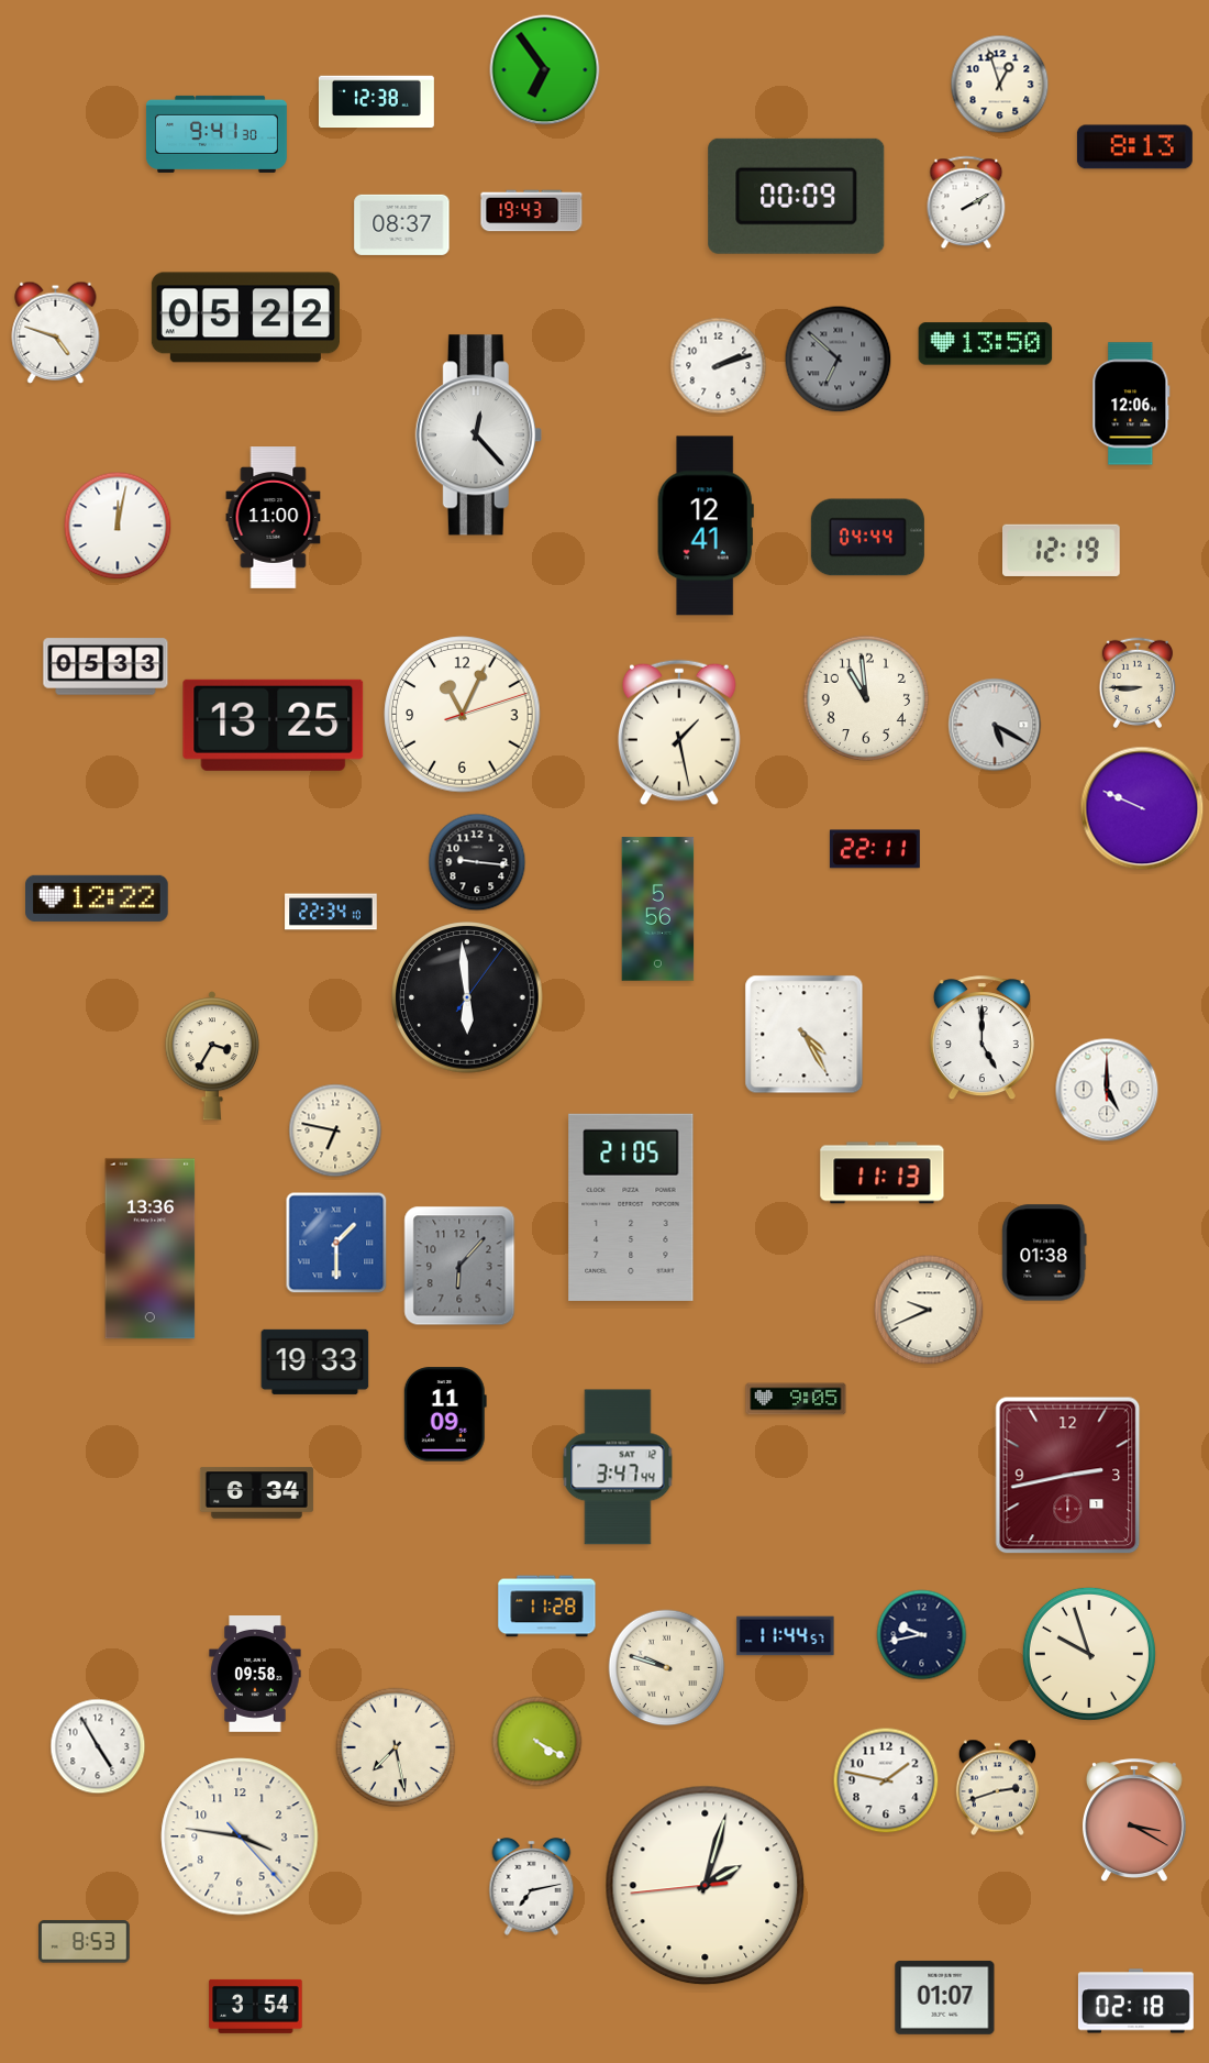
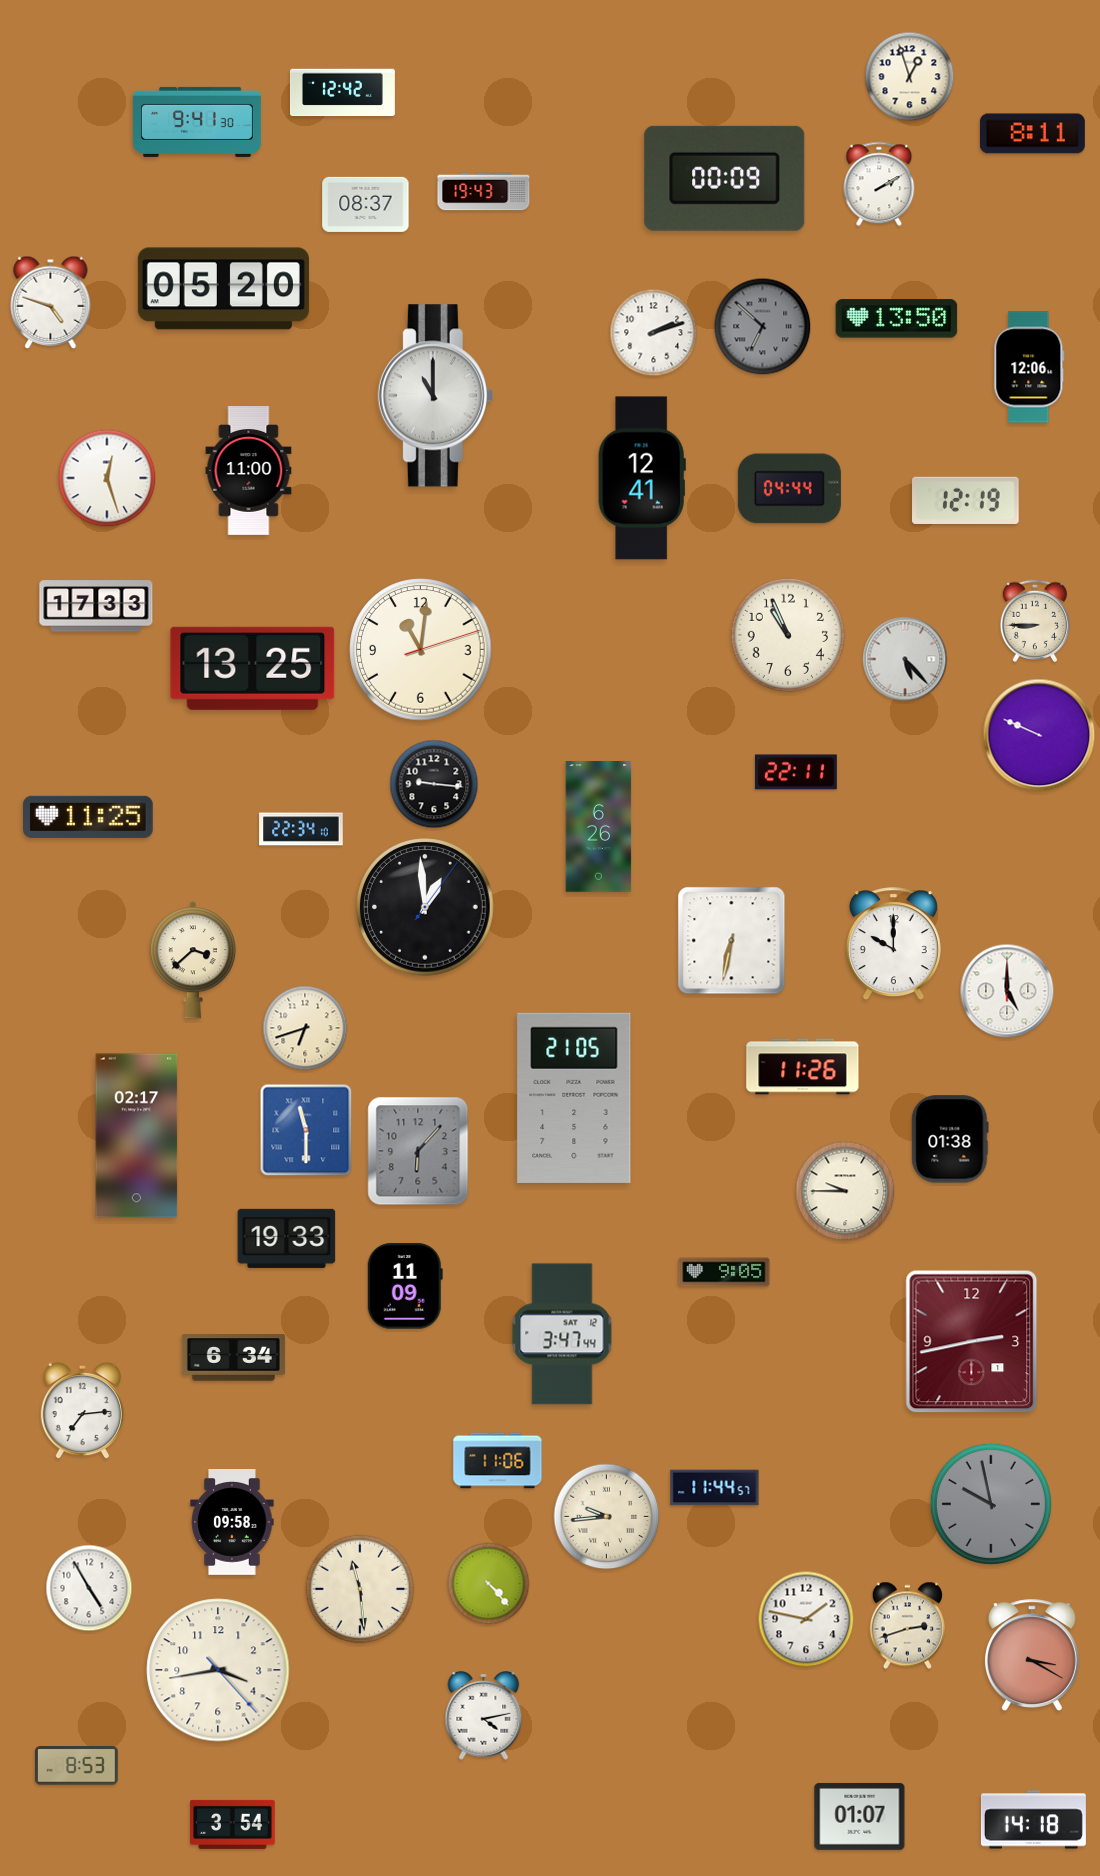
clock at (545, 70): 6:54 -> none
clock at (376, 102): 12:38 -> 12:42
clock at (1134, 147): 8:13 -> 8:11
clock at (245, 318): 05:22 -> 05:20
clock at (986, 344) position: (986, 344) -> (897, 319)
clock at (478, 435): 12:23 -> 11:00
clock at (118, 526): 12:02 -> 12:27
clock at (106, 666): 05:33 -> 17:33
clock at (866, 698): 10:59 -> 10:56
clock at (463, 715): 11:04 -> 11:01
clock at (274, 725) position: (274, 725) -> (253, 668)
clock at (995, 725): 5:20 -> 5:23
clock at (679, 732): 1:28 -> none
clock at (98, 898): 12:22 -> 11:25
clock at (658, 909): 5:56 -> 6:26
clock at (467, 997): 5:59 -> 12:59
clock at (805, 1035): 4:25 -> 6:32
clock at (981, 1038): 5:00 -> 10:00
clock at (212, 1056): 3:35 -> 3:38
clock at (335, 1130): 6:47 -> 6:42
clock at (883, 1173): 11:13 -> 11:26
clock at (336, 1243): 1:30 -> 11:30
clock at (151, 1249): 13:36 -> 02:17
clock at (929, 1310): 9:41 -> 9:45
clock at (82, 1411): none -> 7:14
clock at (547, 1607): 11:28 -> 11:06
clock at (922, 1635): 9:43 -> none
clock at (1089, 1654): 9:57 -> 9:58
clock at (1089, 1654) dial: cream -> grey
clock at (667, 1668): 9:48 -> 9:44
clock at (537, 1742): 4:20 -> 4:23
clock at (396, 1747): 7:28 -> 11:29
clock at (240, 1836): 3:46 -> 3:43
clock at (706, 1886): 2:02 -> none
clock at (532, 1887): 7:13 -> 4:13
clock at (1135, 2001): 02:18 -> 14:18
